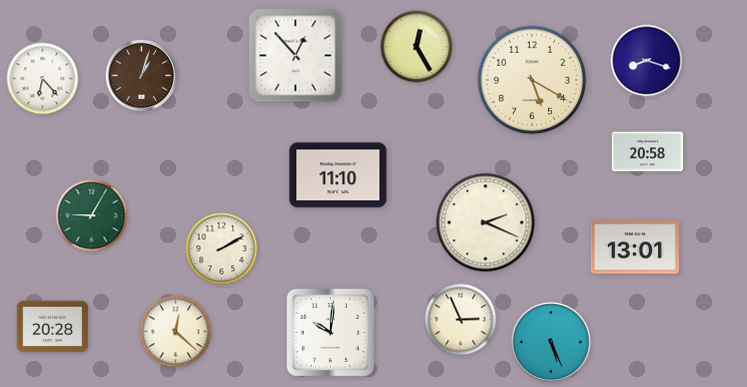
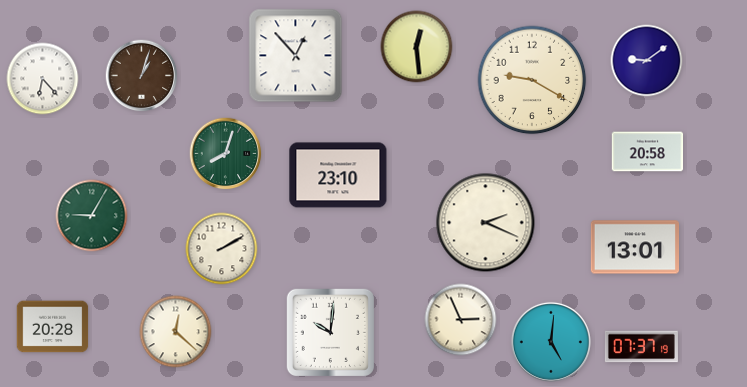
clock at (417, 47): 12:25 -> 12:29
clock at (647, 61): 8:18 -> 9:09
clock at (532, 80): 5:20 -> 9:20
clock at (226, 154): none -> 8:03
clock at (338, 175): 11:10 -> 23:10
clock at (551, 342): 5:26 -> 5:01
clock at (641, 347): none -> 07:37
